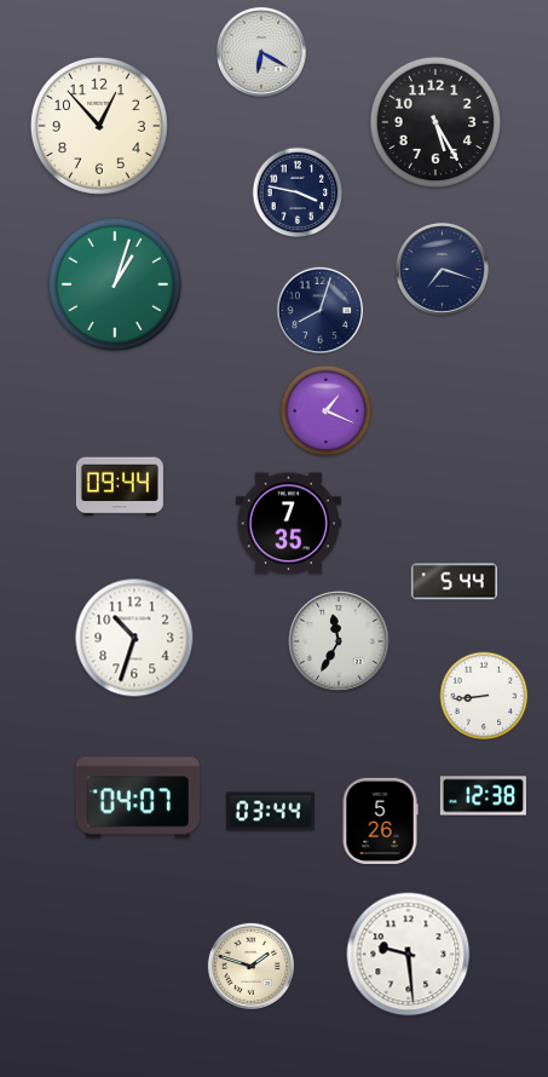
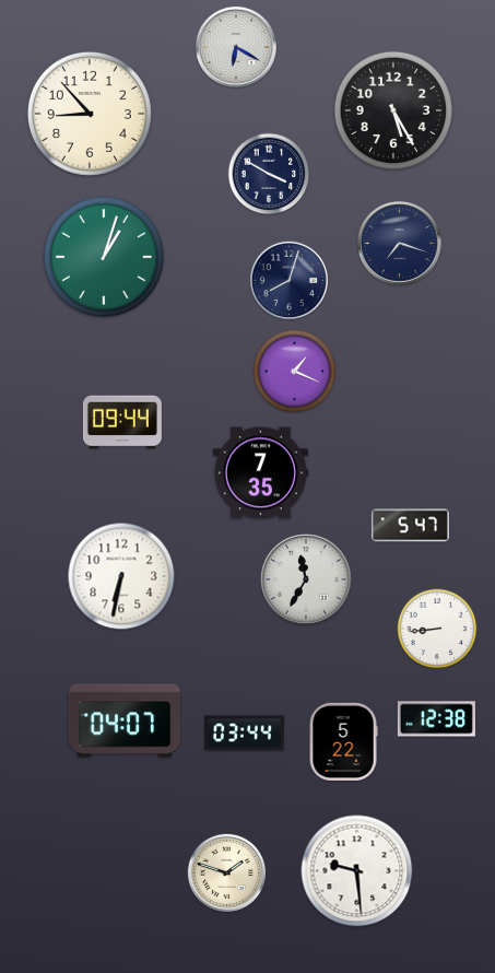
clock at (99, 126): 12:53 -> 8:53
clock at (298, 192): 3:47 -> 3:50
clock at (120, 486) position: (120, 486) -> (122, 422)
clock at (454, 582): 5:44 -> 5:47
clock at (134, 638): 10:33 -> 6:32
clock at (380, 820): 5:26 -> 5:22
clock at (409, 955) position: (409, 955) -> (357, 871)
